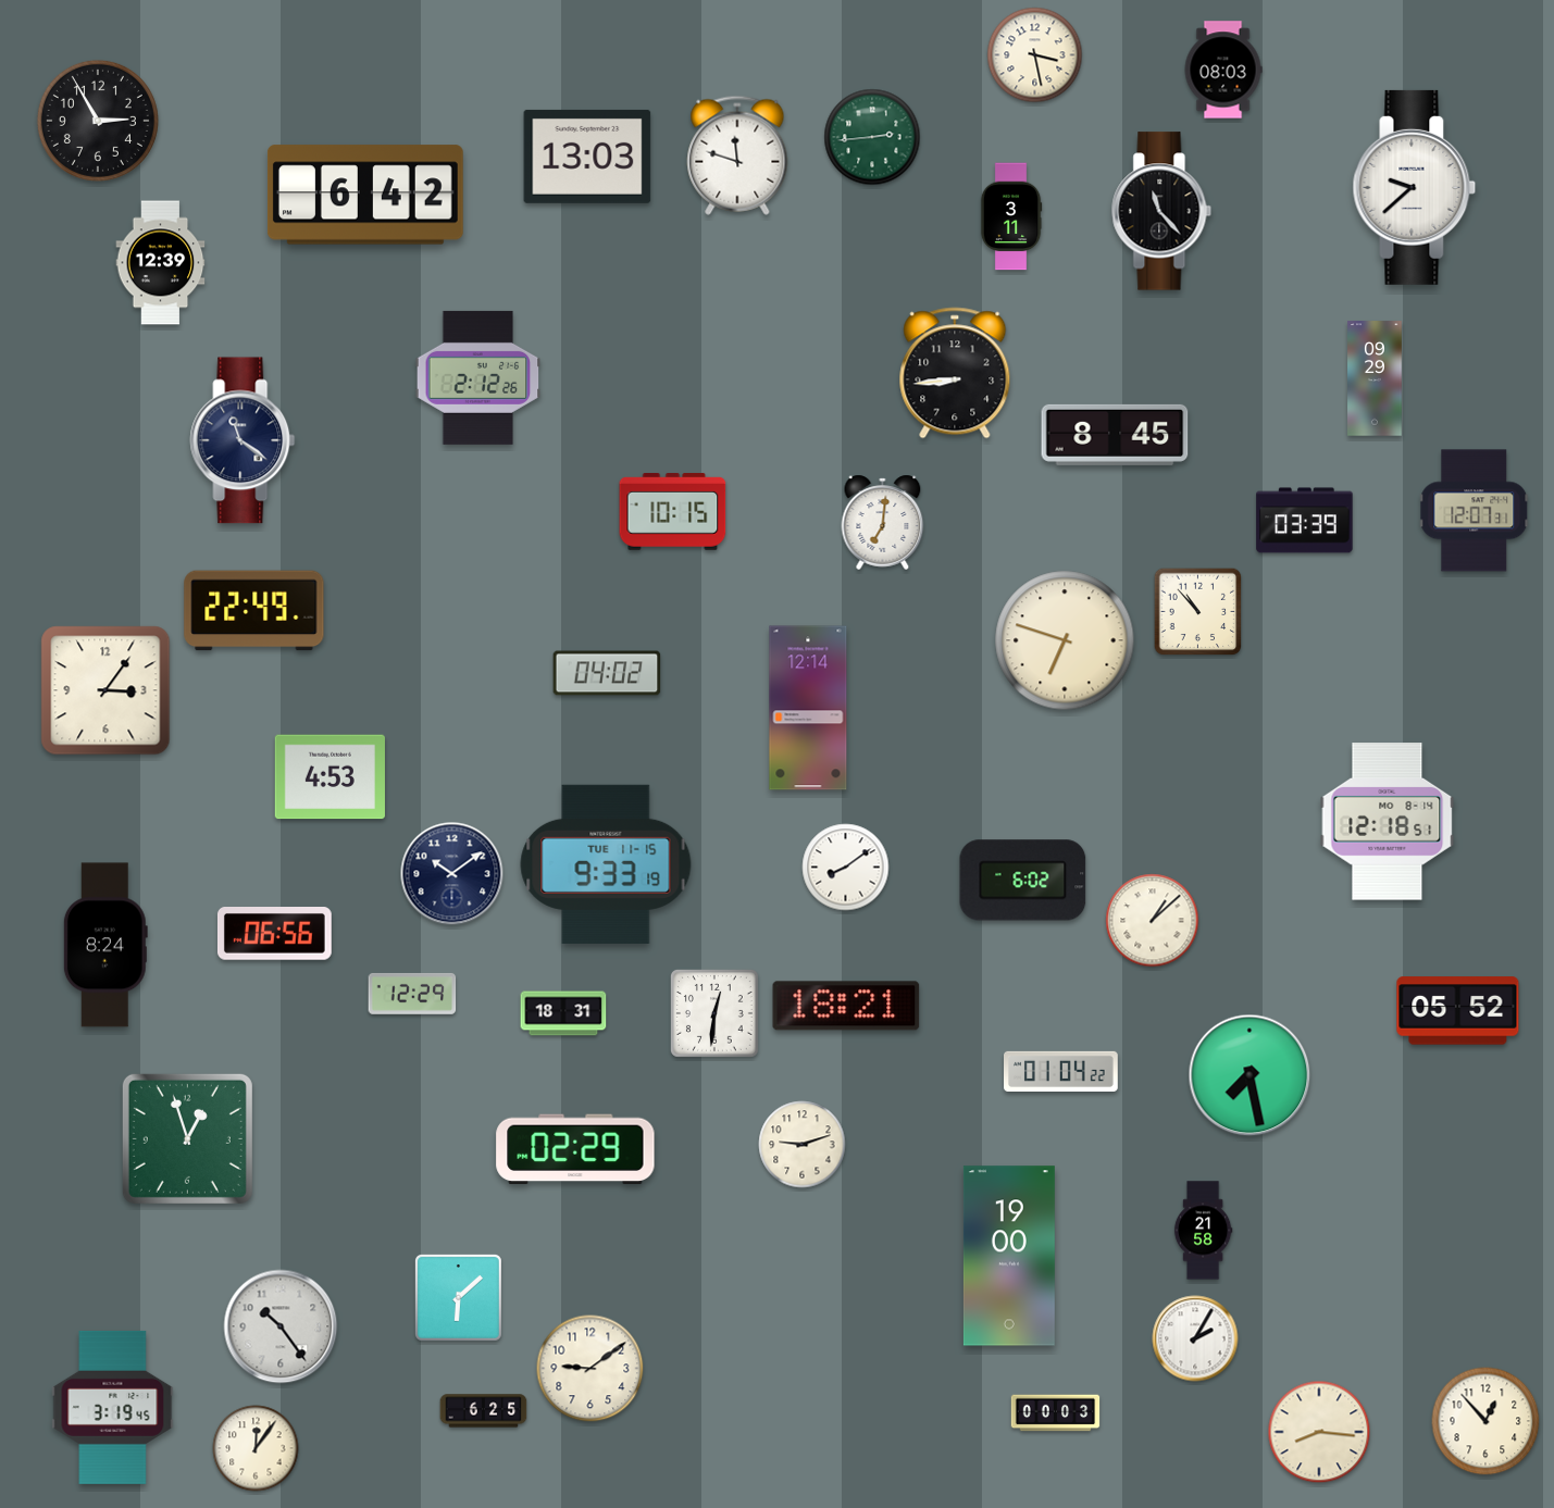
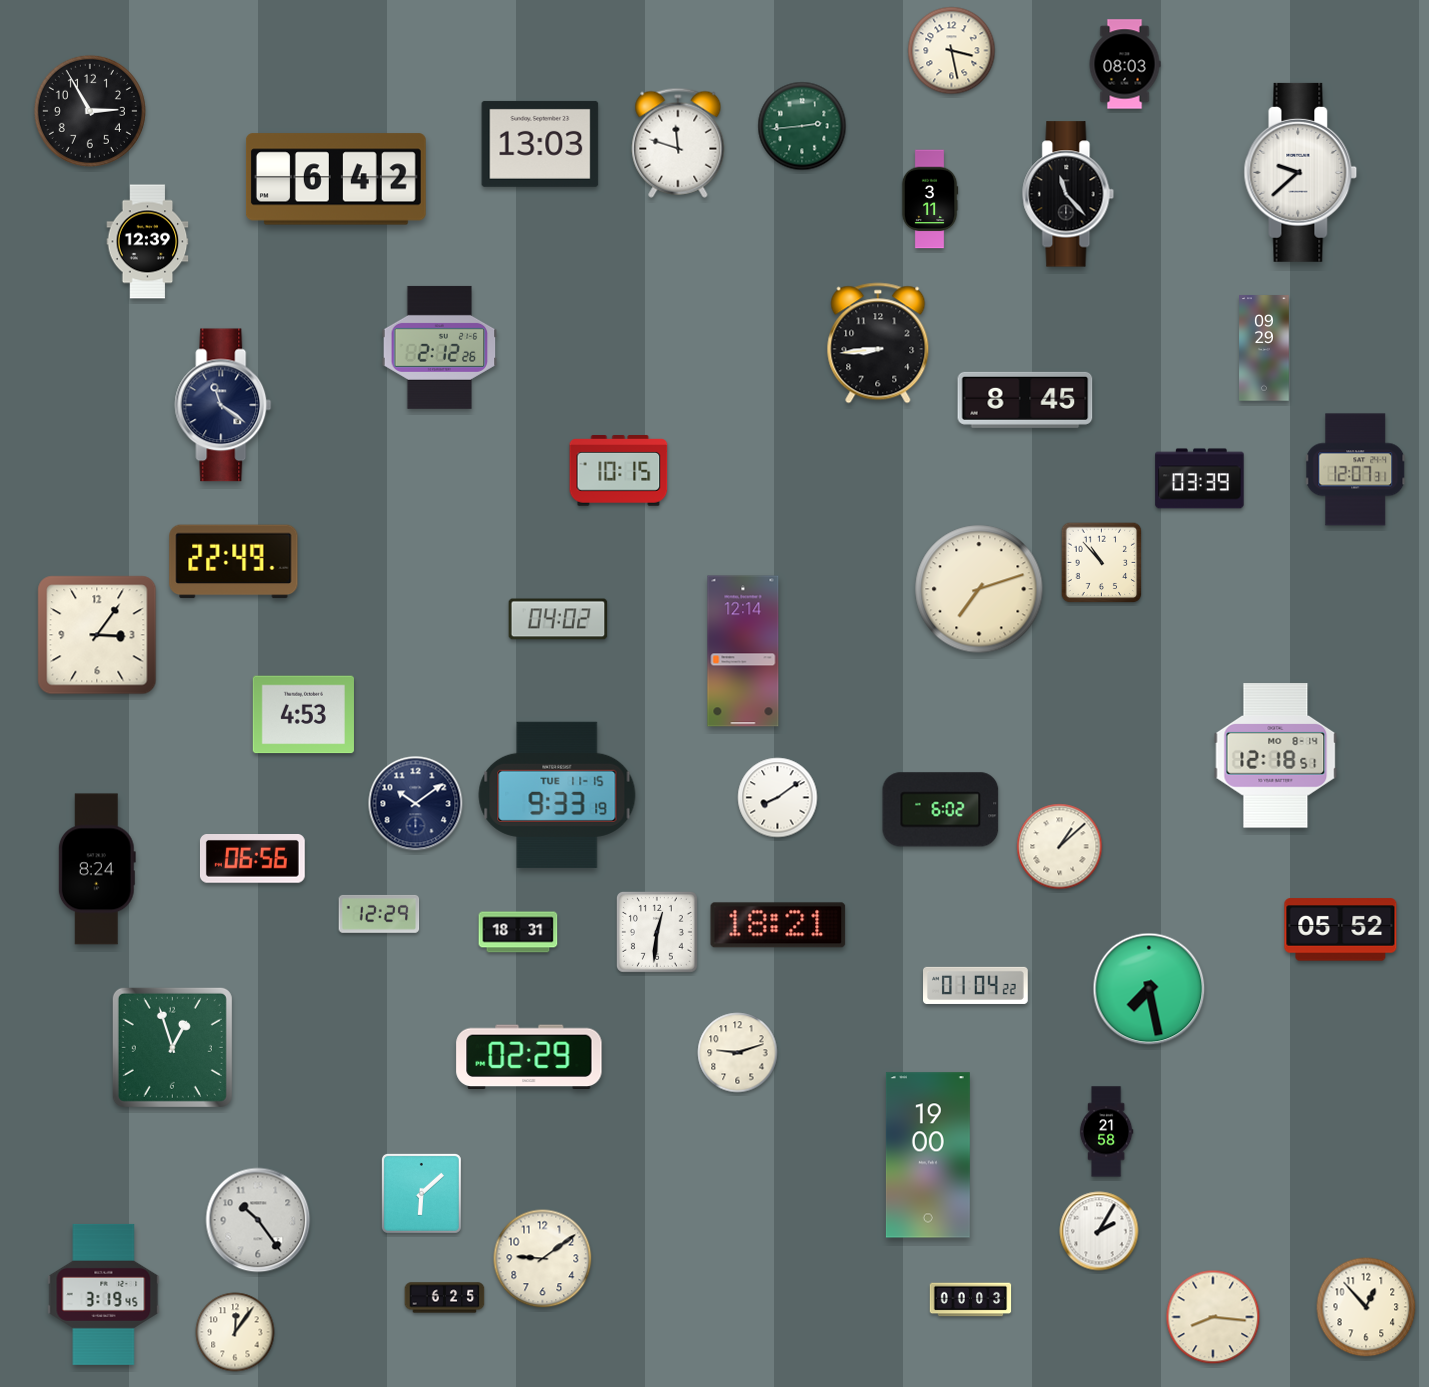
clock at (883, 522): 7:01 -> none
clock at (1065, 640): 6:48 -> 7:12
